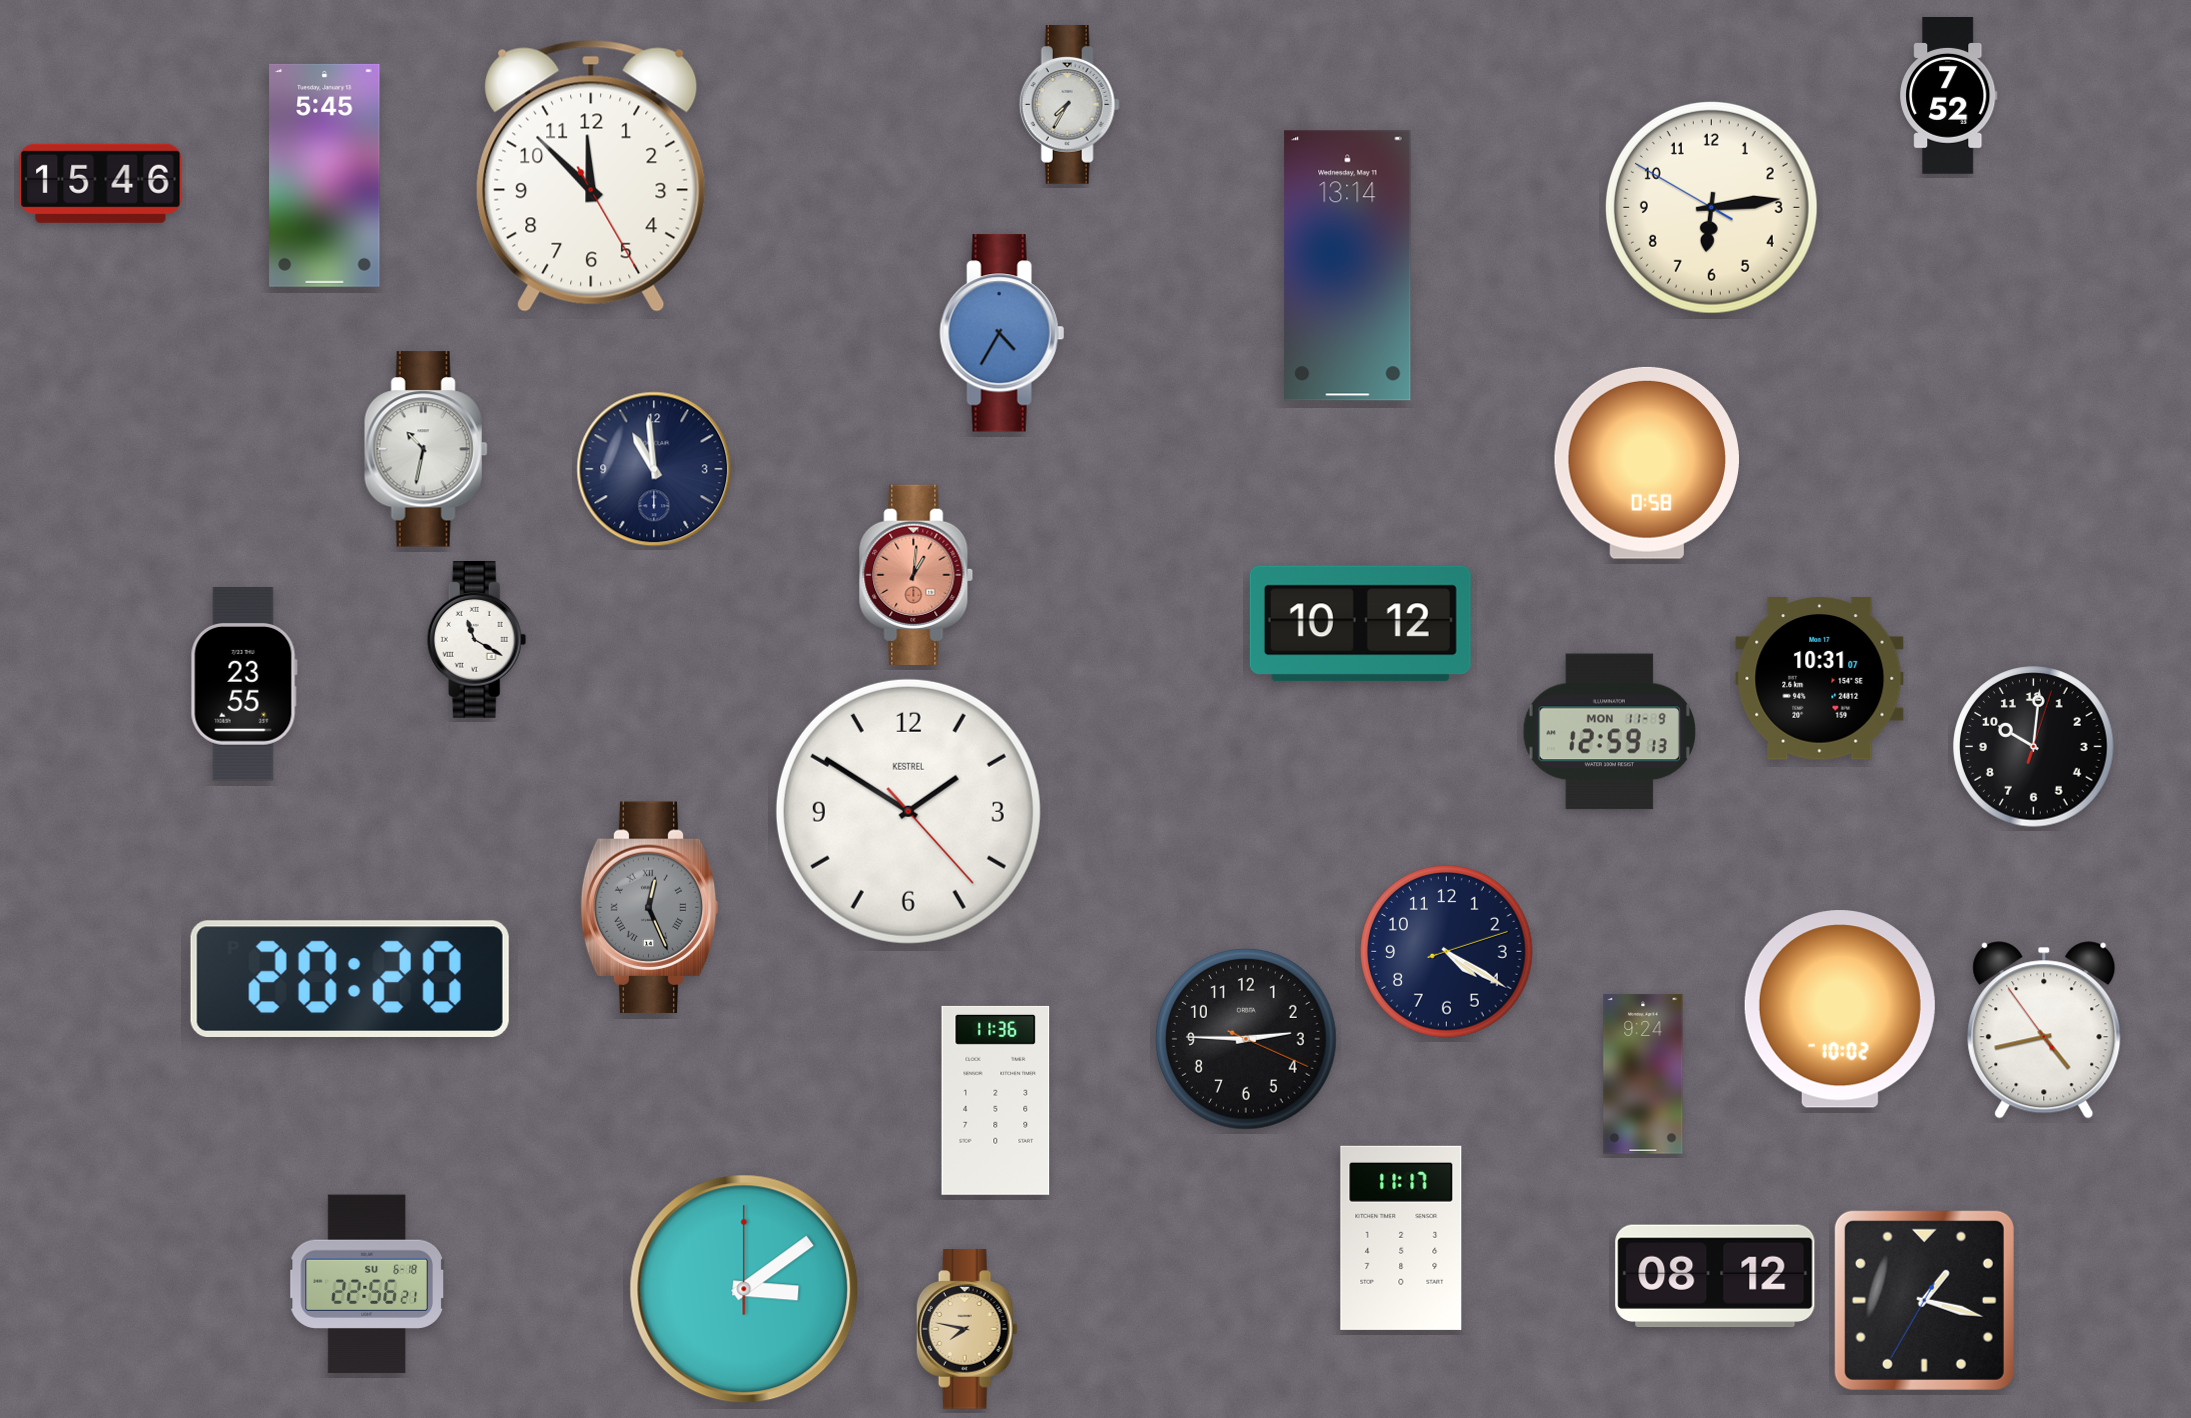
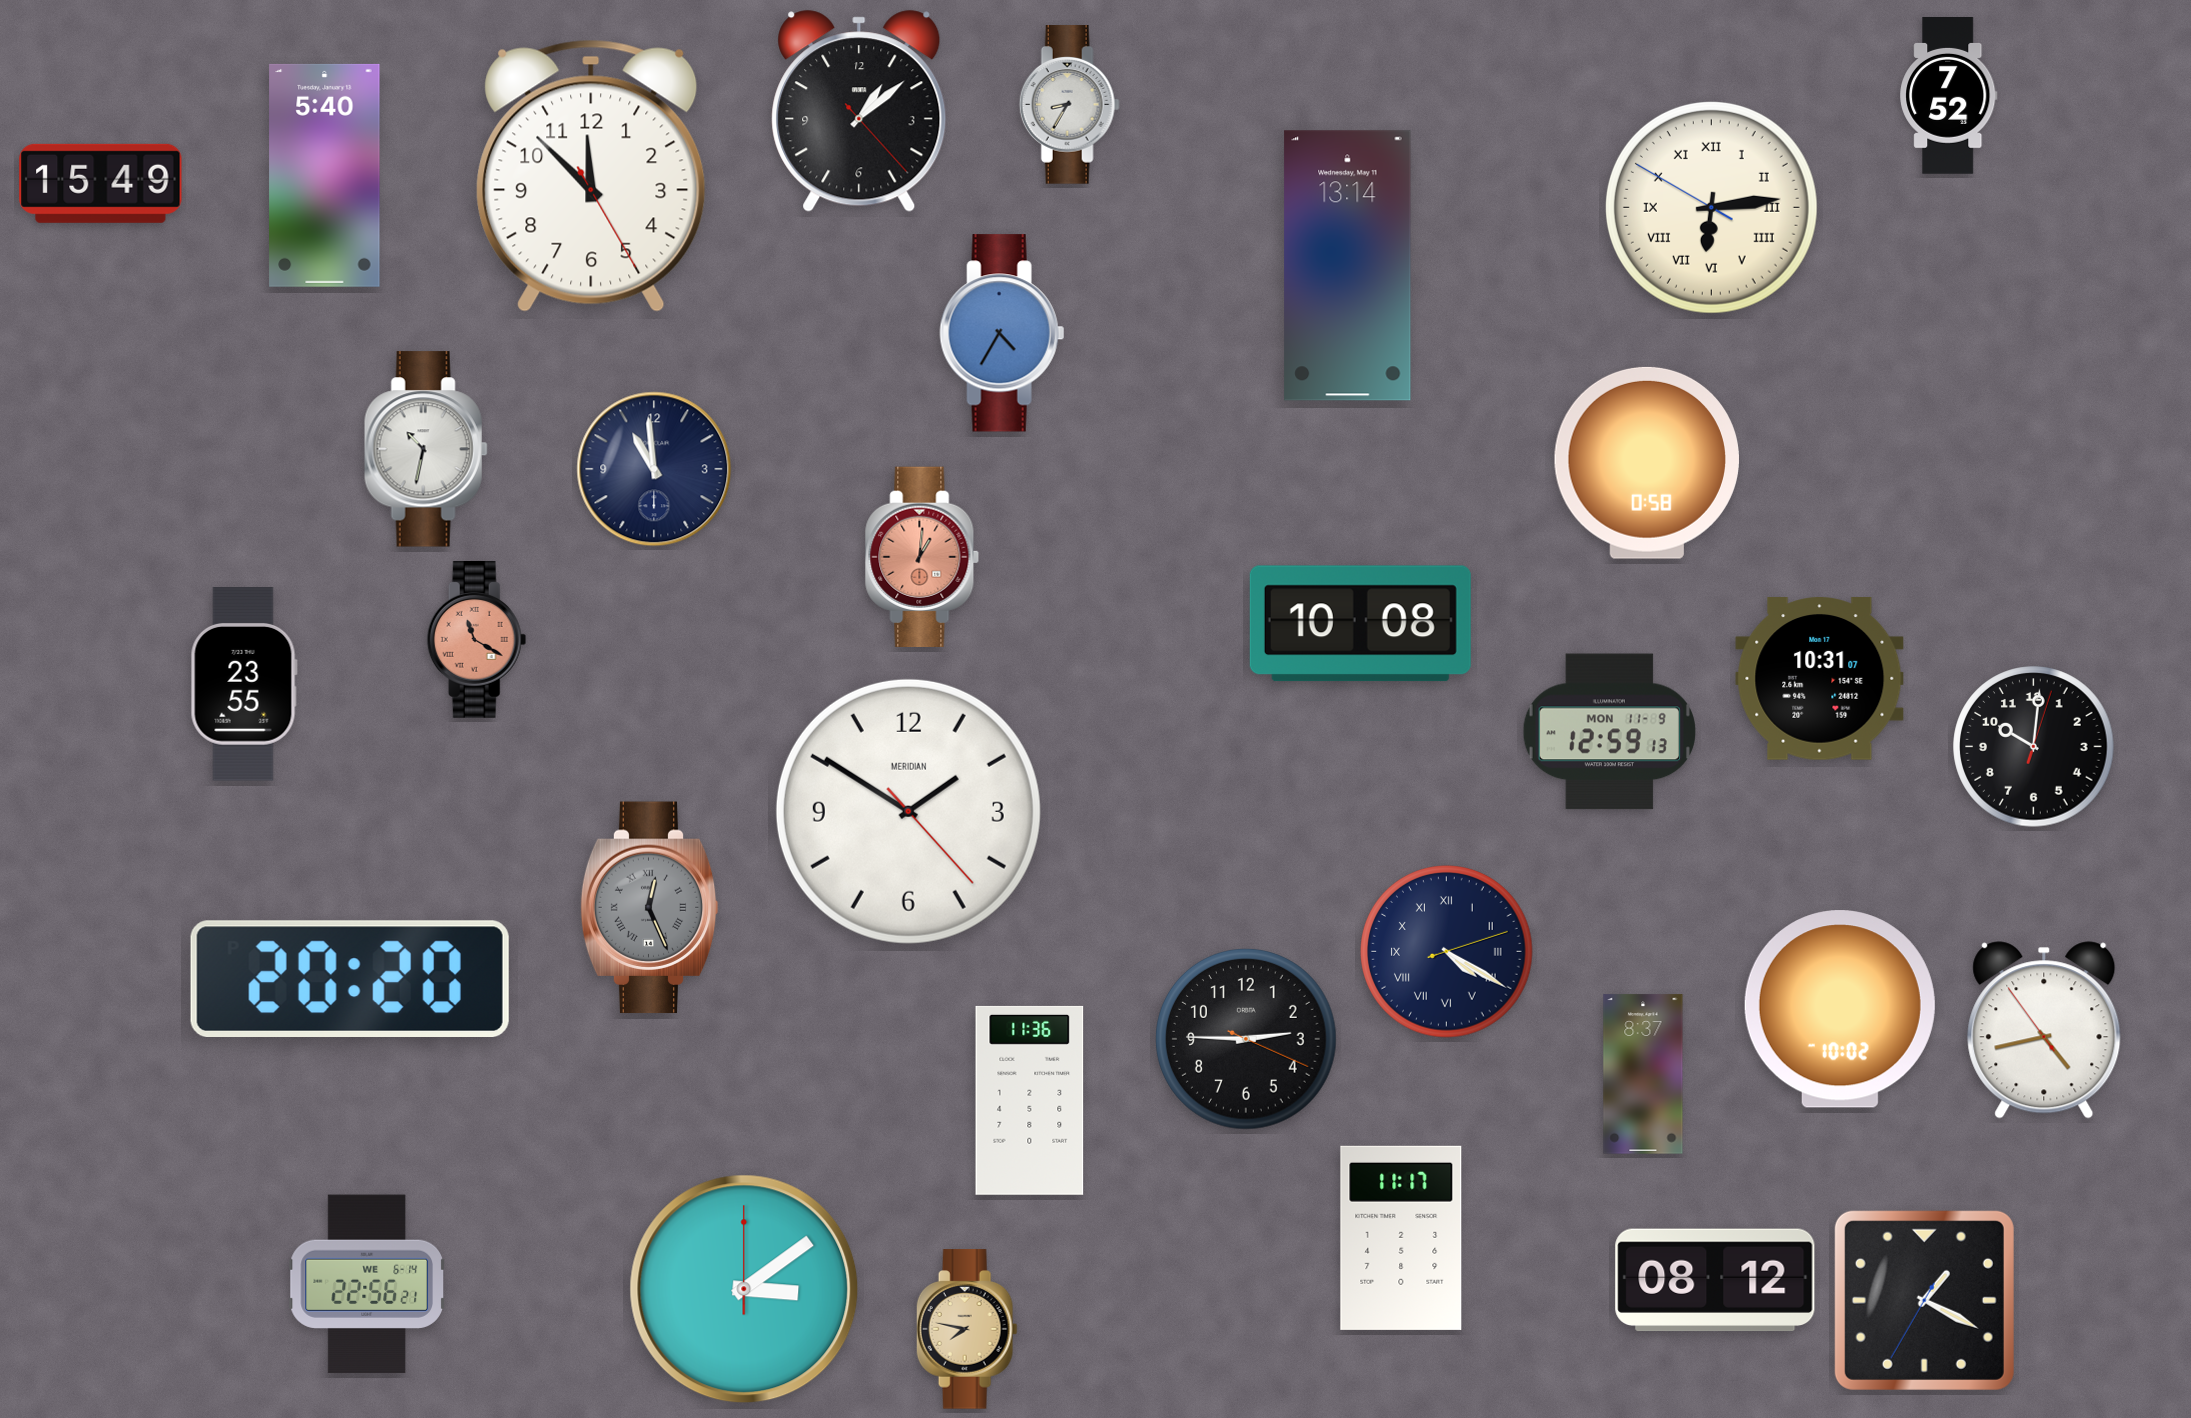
clock at (1069, 105): 7:35 -> 8:35
clock at (859, 111): none -> 1:08
clock at (325, 175): 5:45 -> 5:40
clock at (101, 183): 15:46 -> 15:49
clock at (1711, 207) numerals: Arabic -> Roman
clock at (916, 574) position: (916, 574) -> (922, 556)
clock at (1360, 624): 10:12 -> 10:08
clock at (477, 639) dial: white -> salmon
clock at (908, 811) brand: KESTREL -> MERIDIAN
clock at (1447, 952) numerals: Arabic -> Roman
clock at (1643, 1074): 9:24 -> 8:37
clock at (996, 1100) position: (996, 1100) -> (1030, 1100)
clock at (1715, 1276) position: (1715, 1276) -> (1715, 1280)
clock at (367, 1284) date: SU 6-18 -> WE 6-14
clock at (1924, 1300): 1:17 -> 1:19
